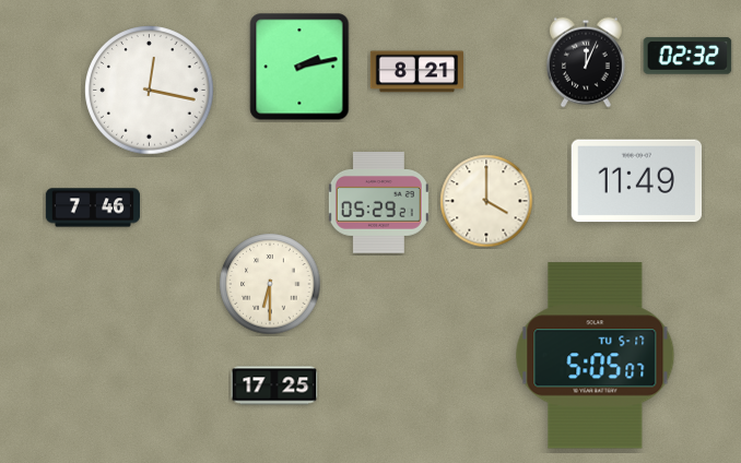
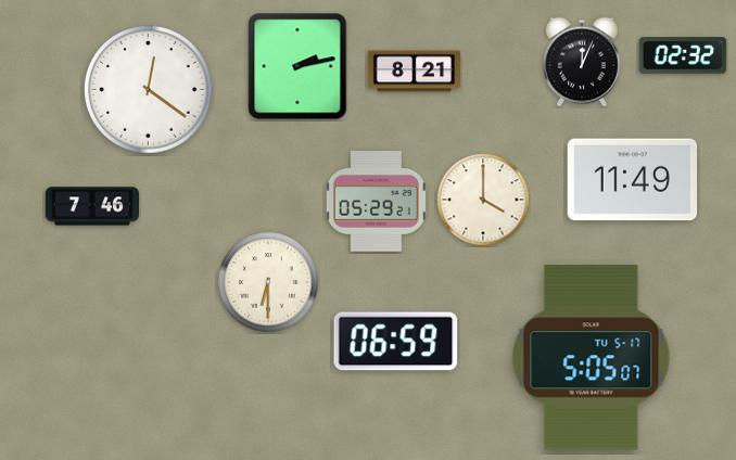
clock at (150, 91): 12:17 -> 12:21
clock at (396, 342): none -> 06:59
clock at (596, 356) position: (596, 356) -> (592, 358)
clock at (274, 385): 17:25 -> none
